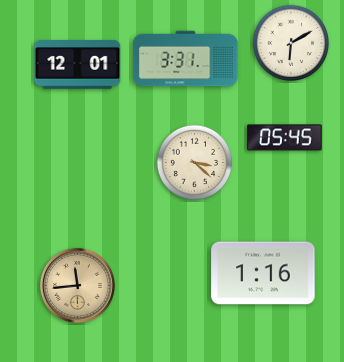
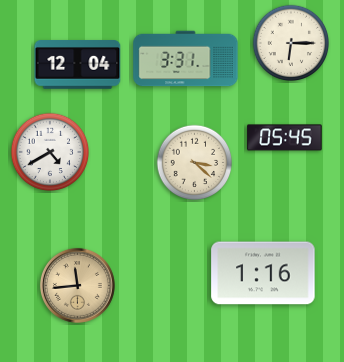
clock at (291, 43): 6:10 -> 6:15
clock at (78, 65): 12:01 -> 12:04
clock at (50, 152): none -> 4:40
